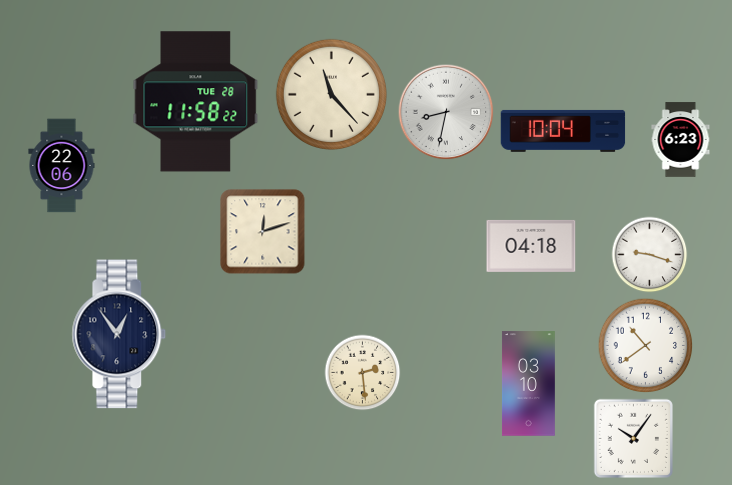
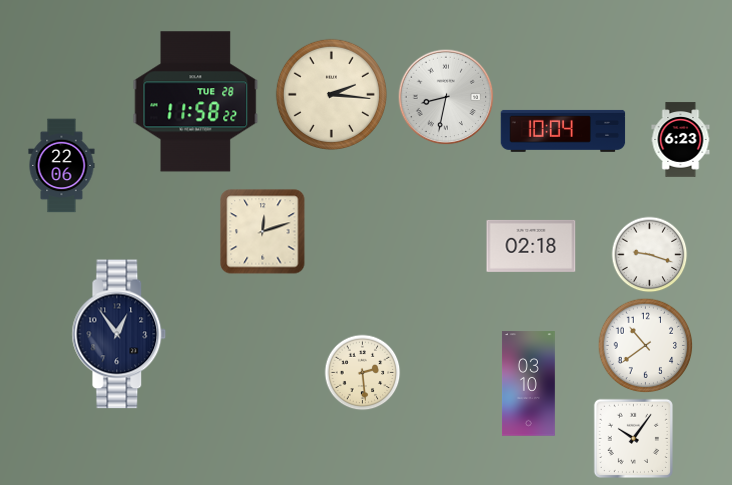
clock at (331, 94): 11:23 -> 2:16
clock at (446, 112) position: (446, 112) -> (446, 97)
clock at (531, 246): 04:18 -> 02:18
